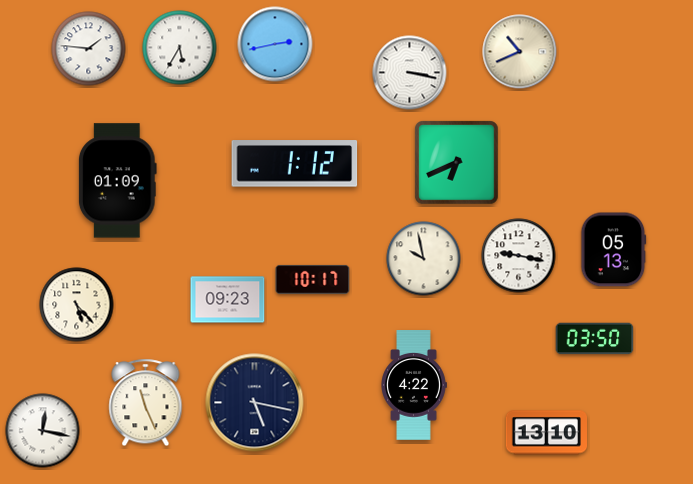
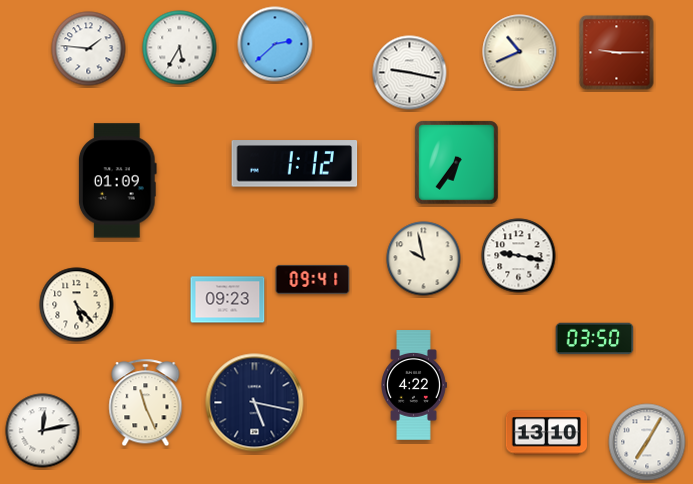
clock at (275, 44): 2:43 -> 2:38
clock at (617, 53): none -> 9:15
clock at (410, 73): 3:17 -> 9:17
clock at (457, 163): 6:41 -> 6:36
clock at (614, 250): 05:13 -> none
clock at (313, 279): 10:17 -> 09:41
clock at (43, 431): 12:17 -> 12:13
clock at (647, 442): none -> 7:05
